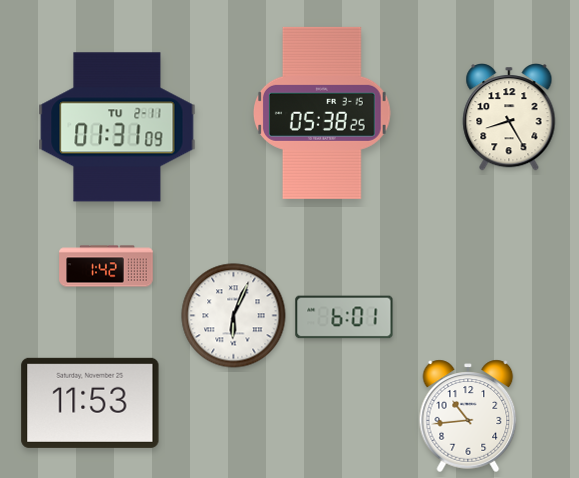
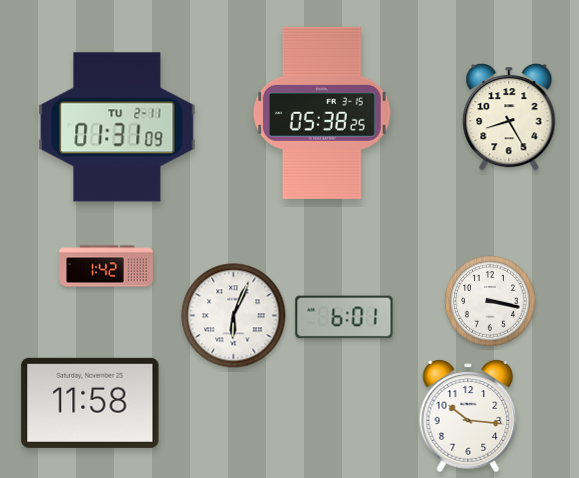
clock at (490, 301): none -> 3:17
clock at (90, 403): 11:53 -> 11:58
clock at (468, 416): 10:44 -> 10:16
